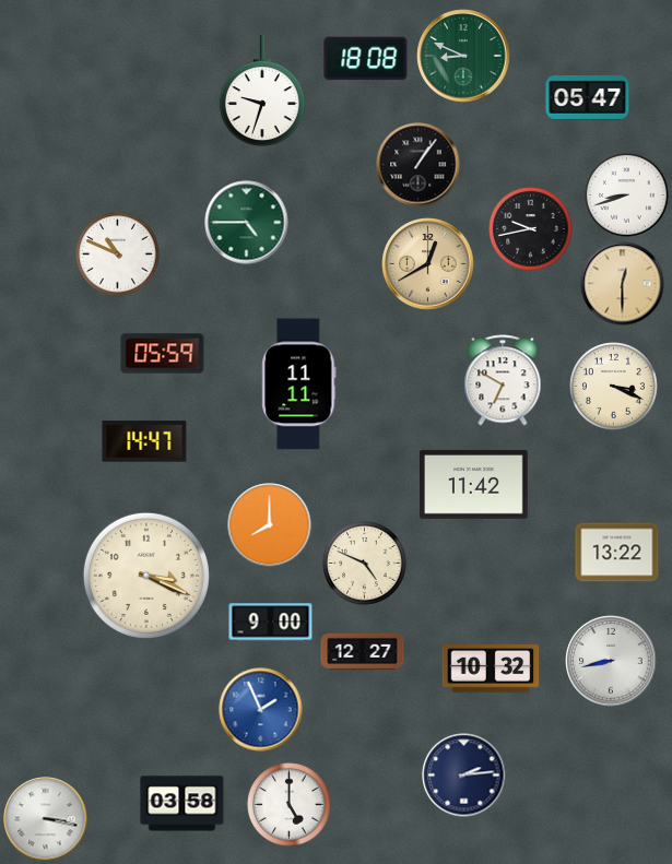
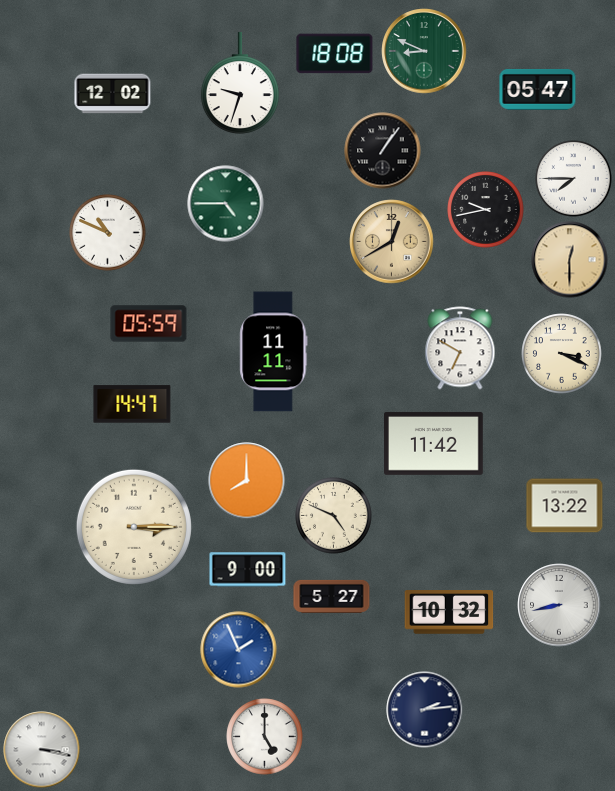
clock at (113, 94): none -> 12:02
clock at (627, 196): 8:42 -> 7:45
clock at (146, 576): 3:19 -> 3:15
clock at (363, 651): 12:27 -> 5:27
clock at (182, 804): 03:58 -> none
